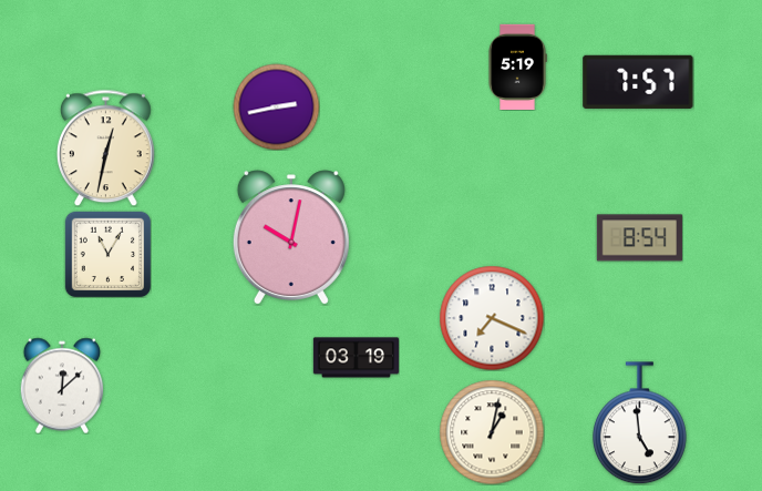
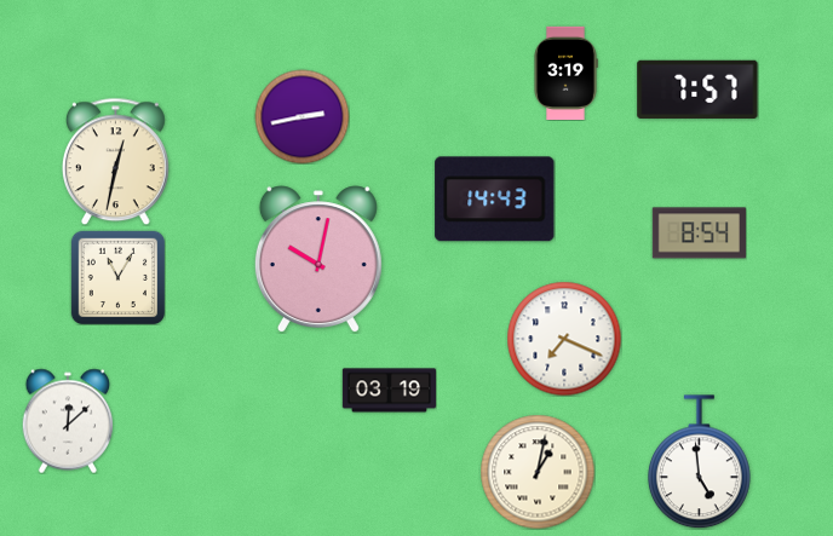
clock at (517, 67): 5:19 -> 3:19
clock at (495, 200): none -> 14:43
clock at (639, 238) position: (639, 238) -> (699, 234)
clock at (492, 318) position: (492, 318) -> (564, 339)
